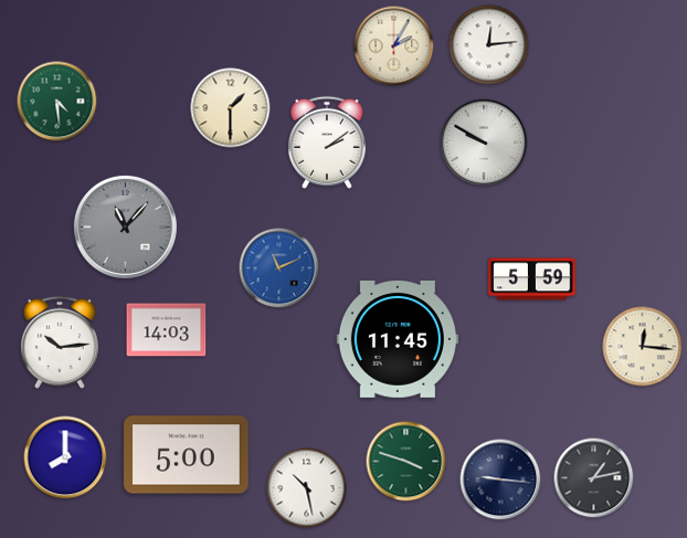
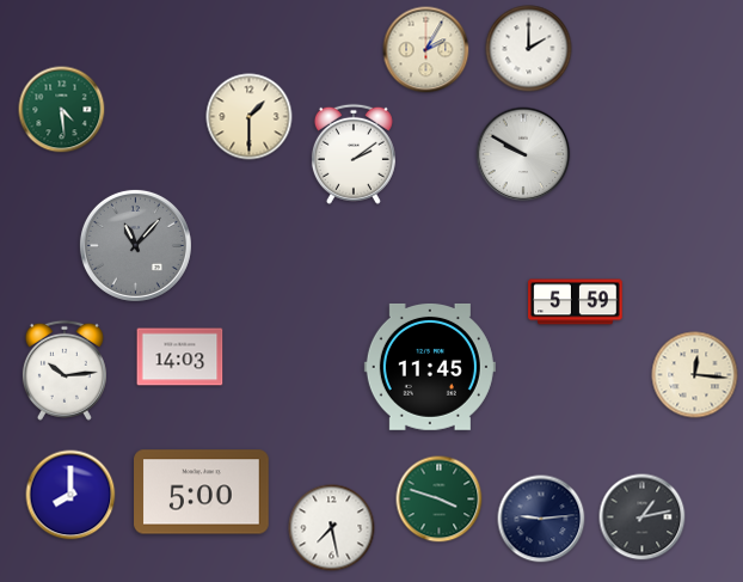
clock at (489, 45): 12:14 -> 2:00
clock at (279, 268): 11:11 -> none
clock at (500, 479): 9:16 -> 9:14
clock at (307, 488): 10:28 -> 7:28
